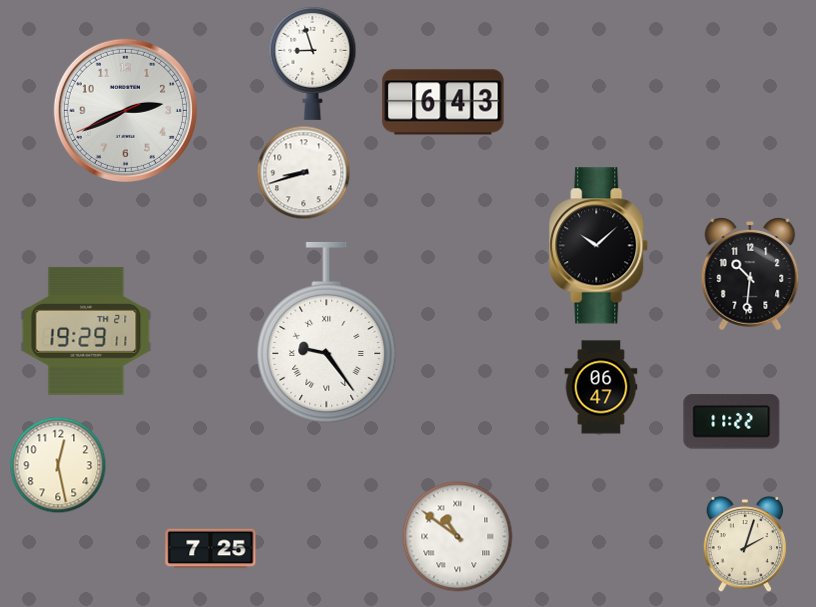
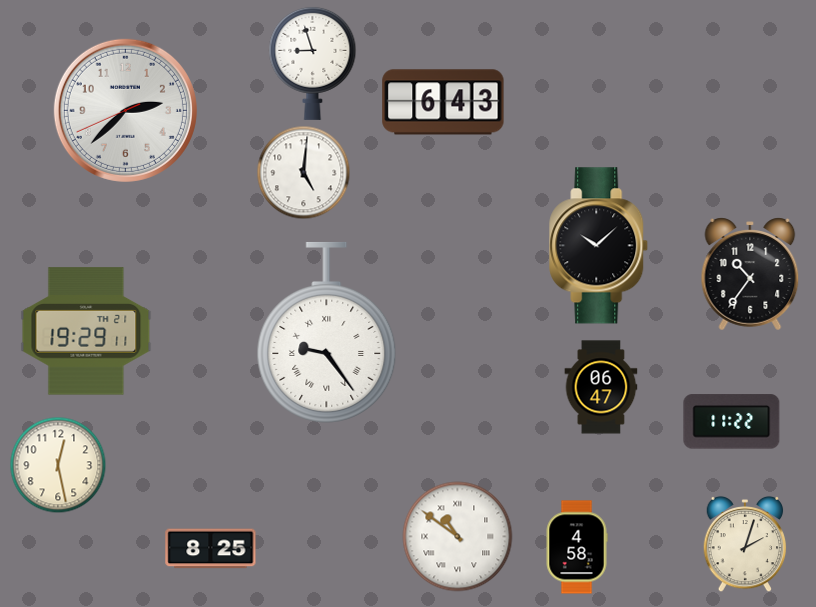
clock at (125, 110): 2:40 -> 2:37
clock at (304, 173): 8:42 -> 5:01
clock at (750, 274): 10:31 -> 10:36
clock at (577, 547): none -> 4:58
clock at (211, 549): 7:25 -> 8:25
